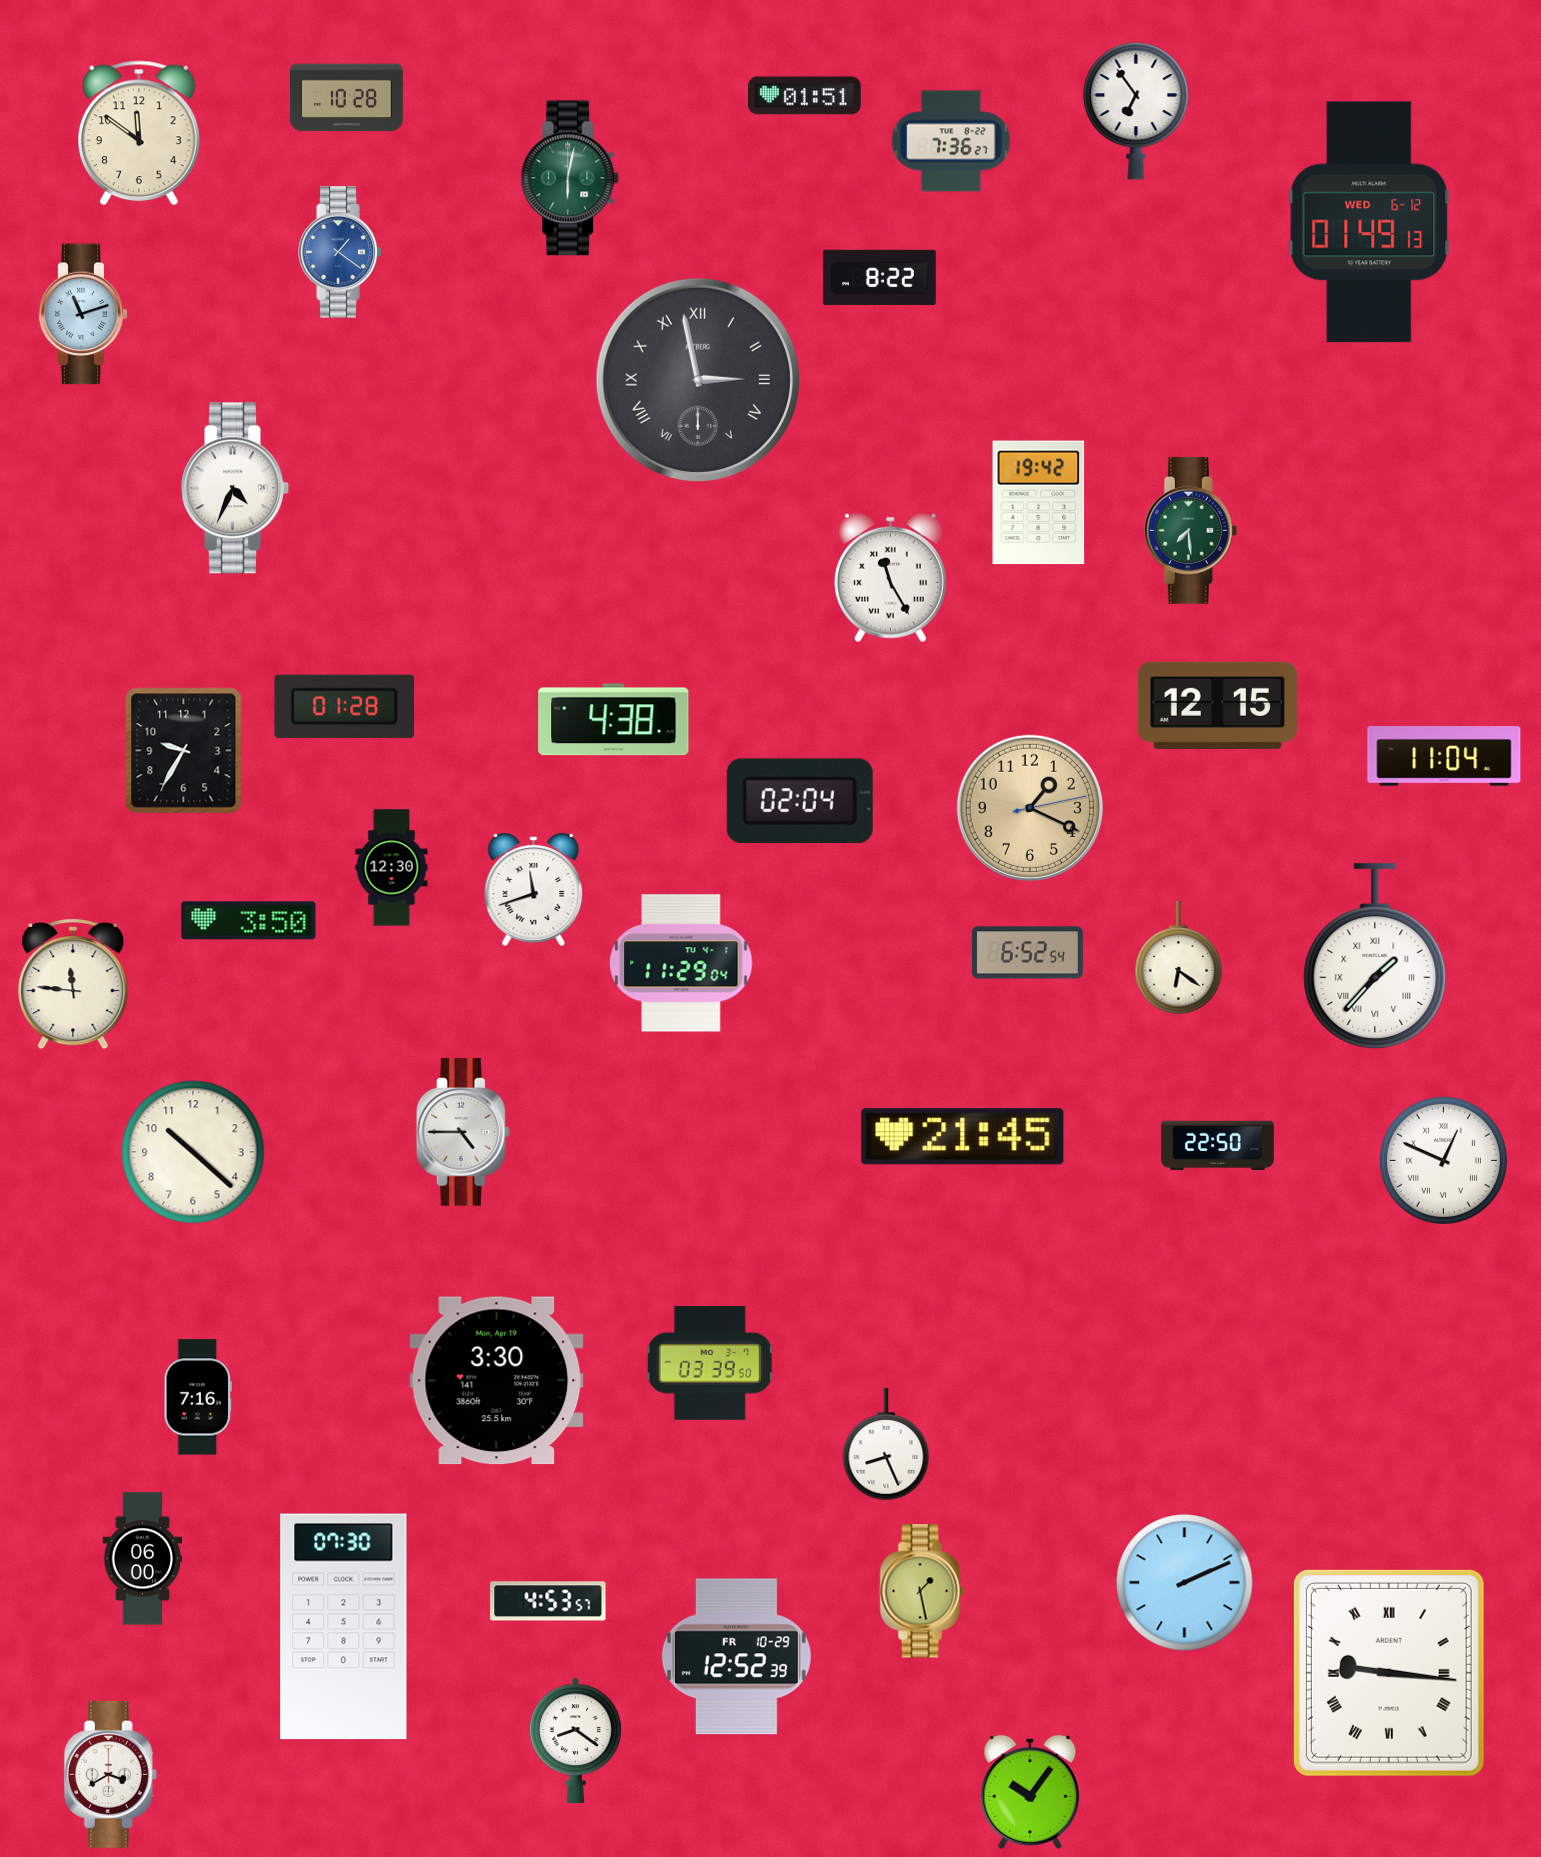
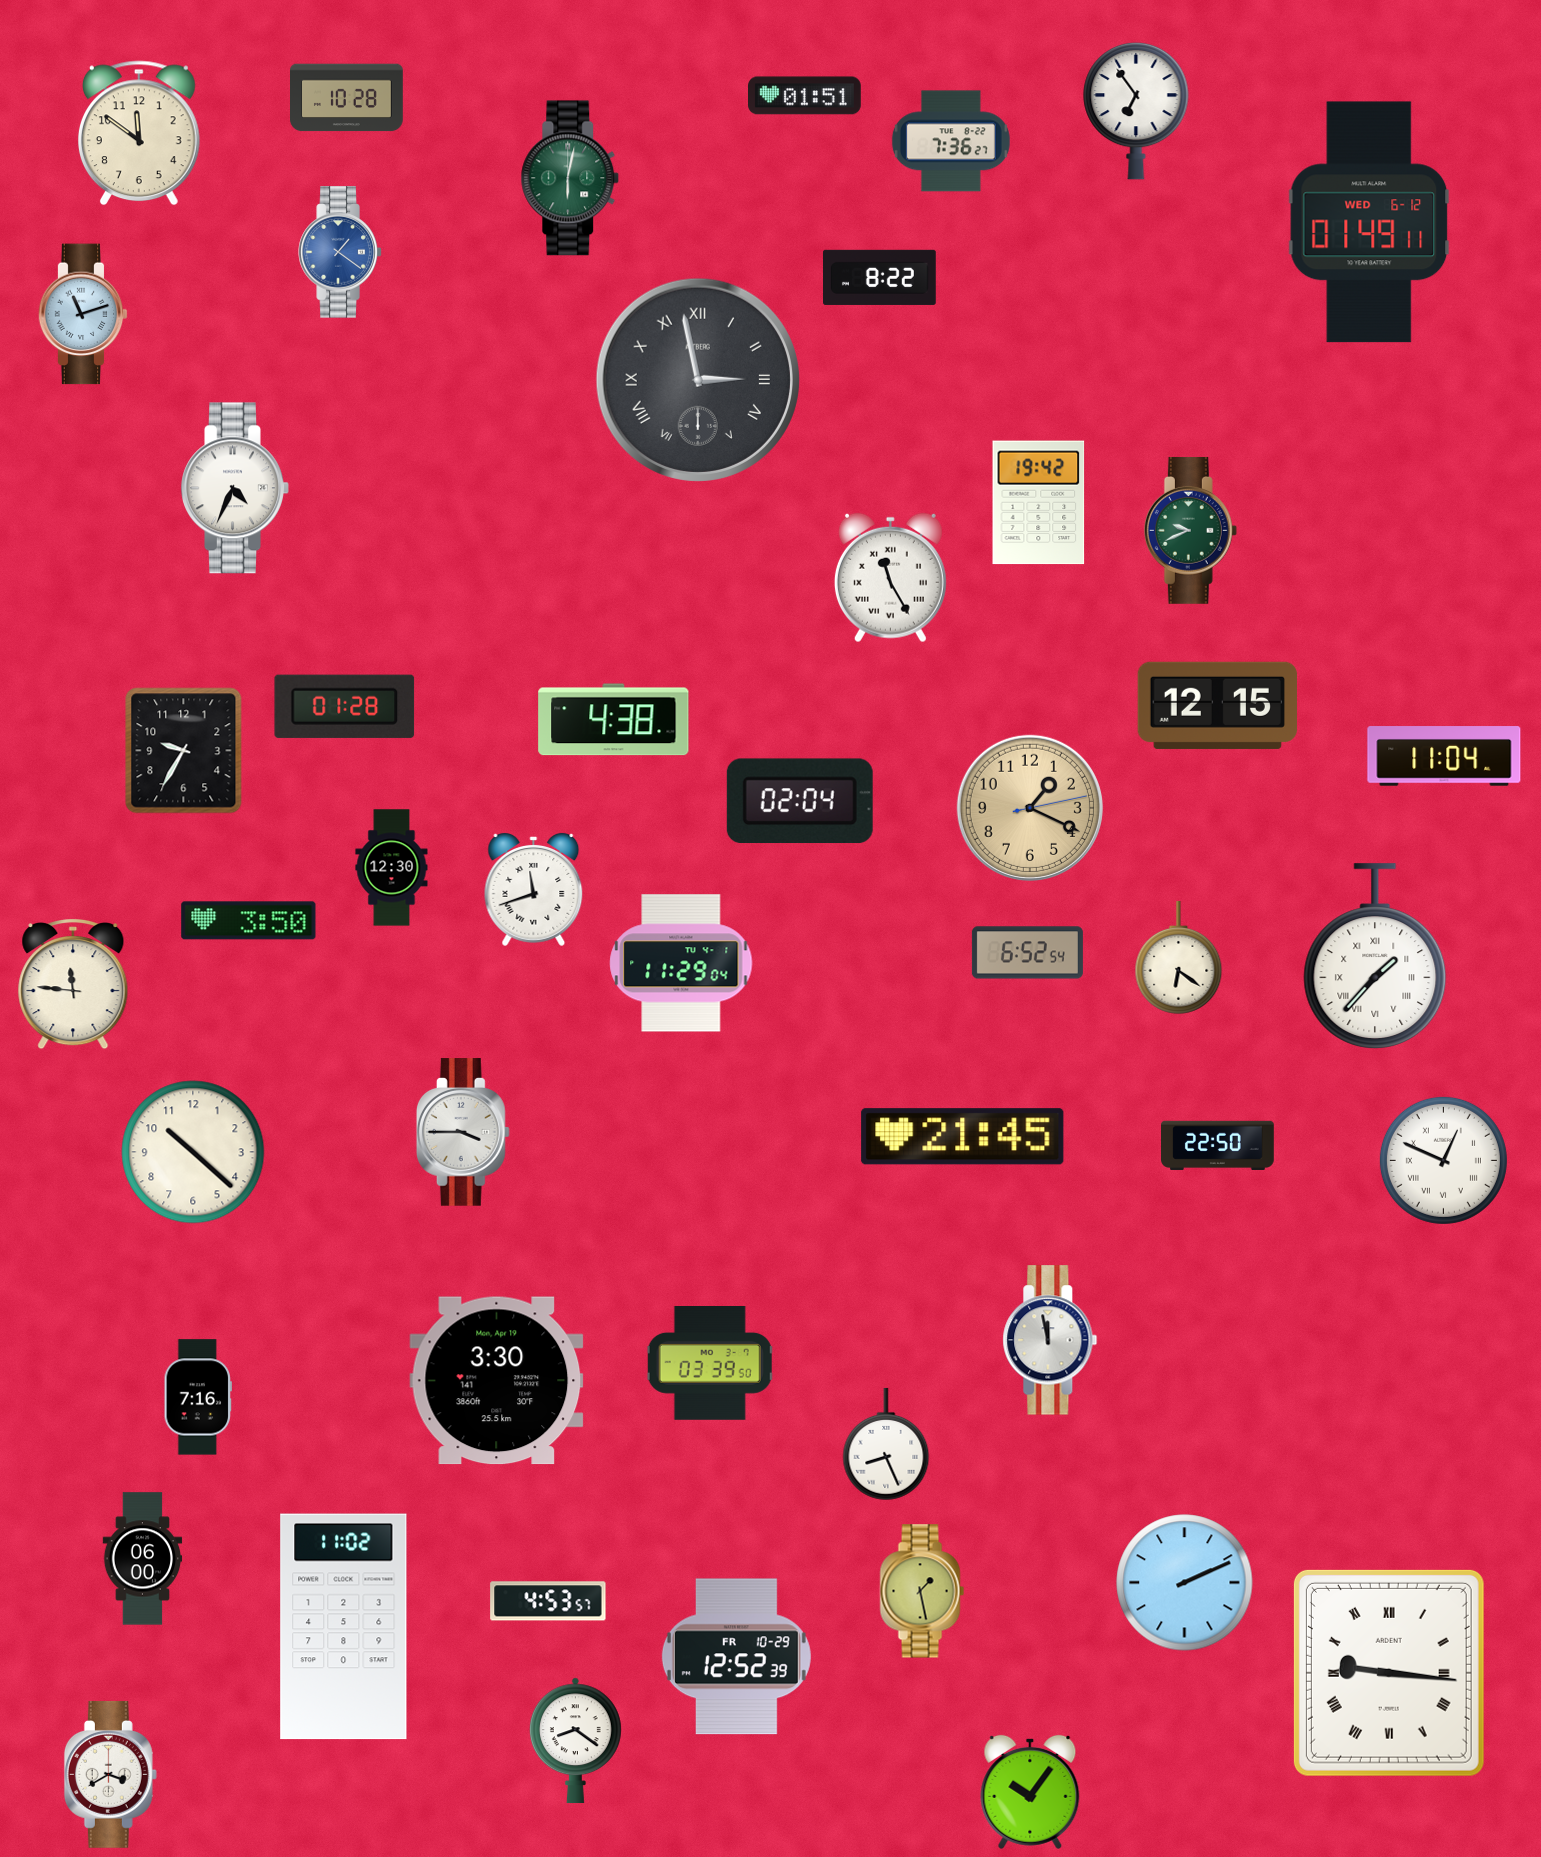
clock at (1369, 222): 01:49:13 -> 01:49:11
clock at (1190, 530): 7:29 -> 9:41
clock at (463, 1132): 4:45 -> 3:45
clock at (1050, 1340): none -> 11:58
clock at (344, 1627): 07:30 -> 11:02
